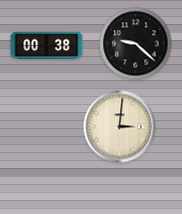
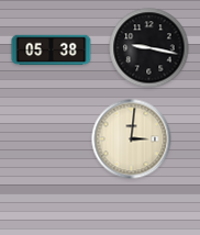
clock at (136, 44): 9:22 -> 9:17
clock at (47, 46): 00:38 -> 05:38
